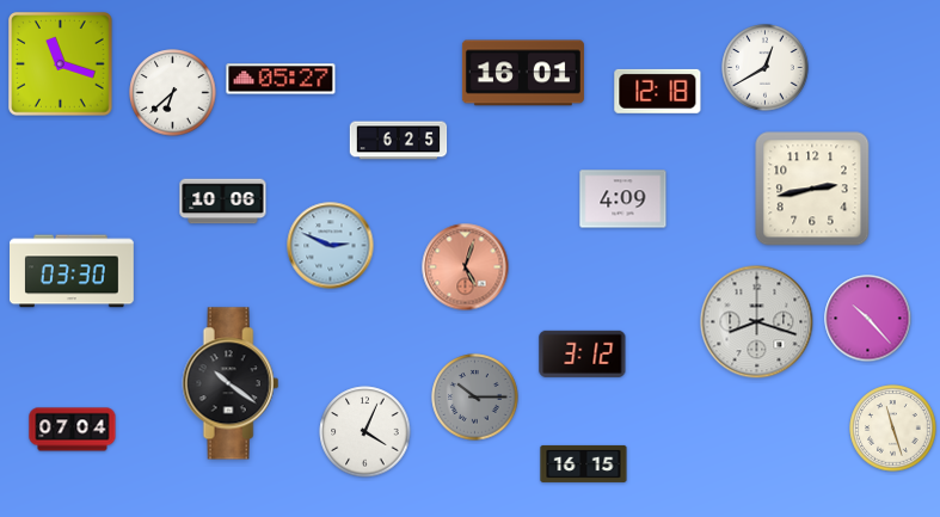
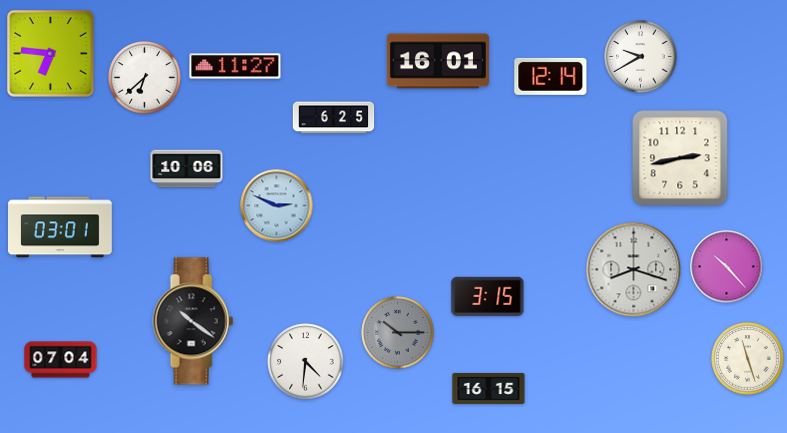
clock at (61, 64): 11:18 -> 6:46
clock at (766, 68): 12:40 -> 9:40
clock at (281, 79): 05:27 -> 11:27
clock at (658, 91): 12:18 -> 12:14
clock at (623, 199): 4:09 -> none
clock at (466, 267): 5:03 -> none
clock at (73, 271): 03:30 -> 03:01
clock at (583, 353): 3:12 -> 3:15
clock at (365, 432): 4:04 -> 4:31
